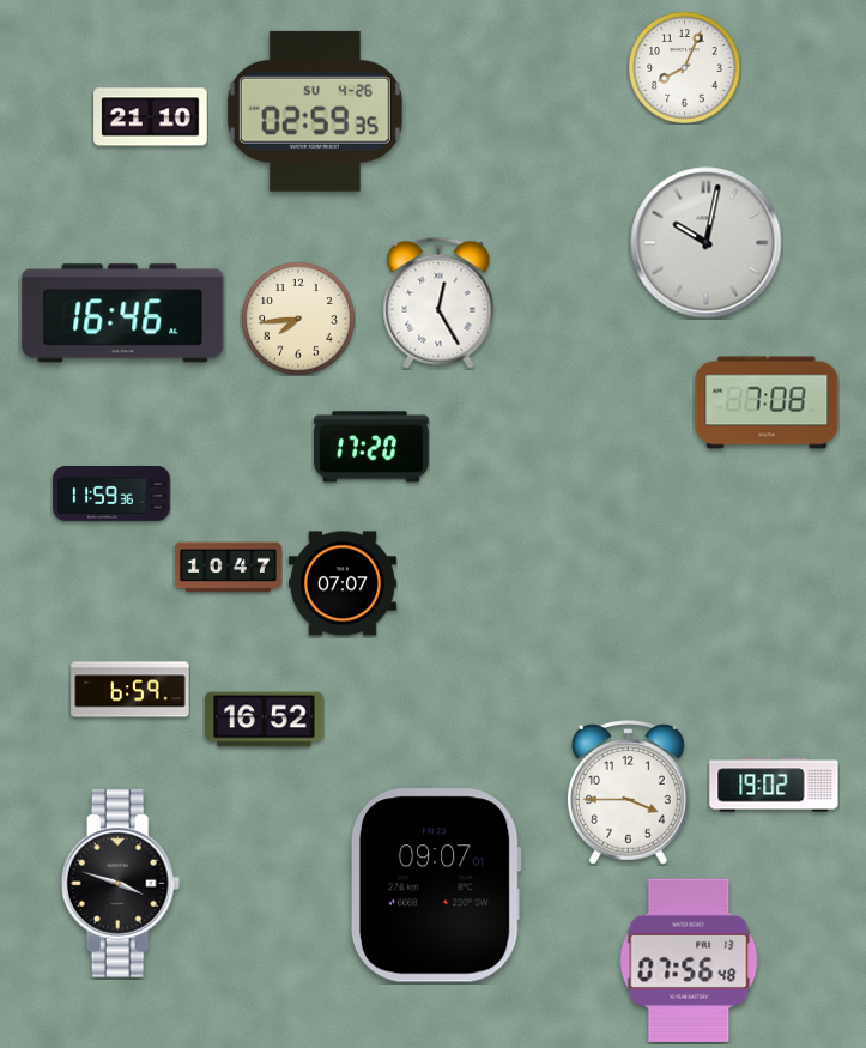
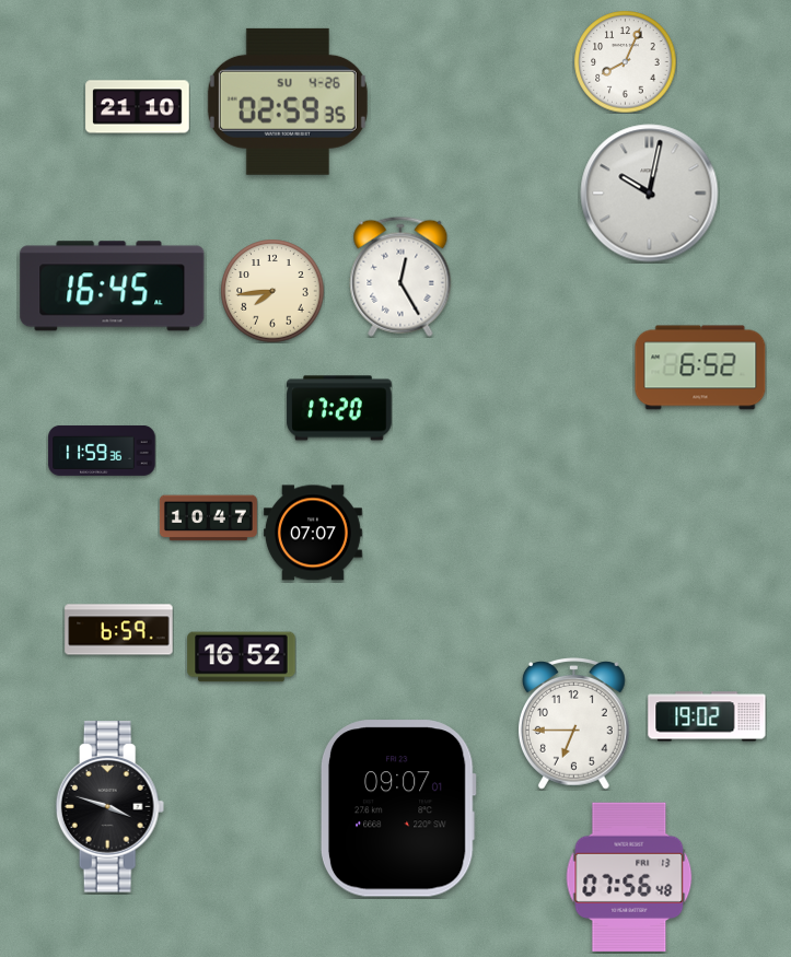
clock at (707, 243) position: (707, 243) -> (650, 194)
clock at (123, 314): 16:46 -> 16:45
clock at (767, 402): 7:08 -> 6:52
clock at (628, 793): 3:45 -> 6:45
